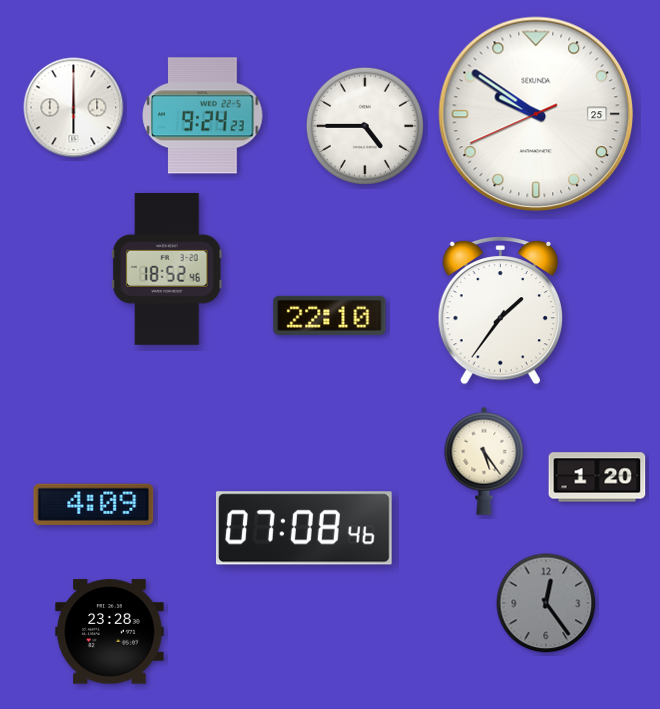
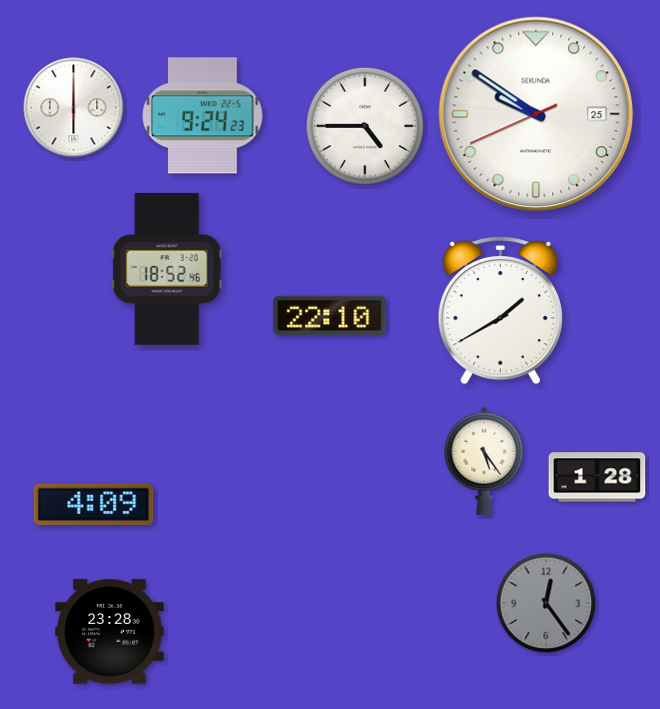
clock at (500, 311): 1:36 -> 1:40
clock at (597, 477): 1:20 -> 1:28
clock at (305, 528): 07:08 -> none
